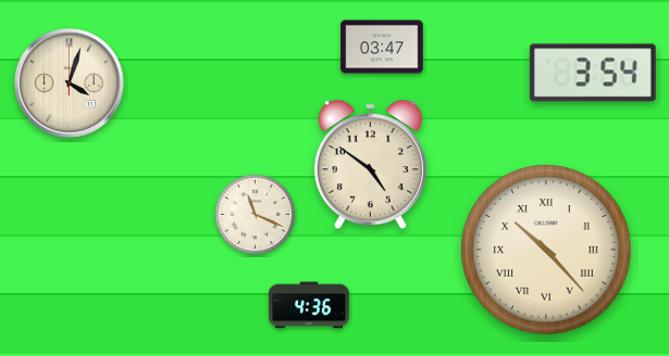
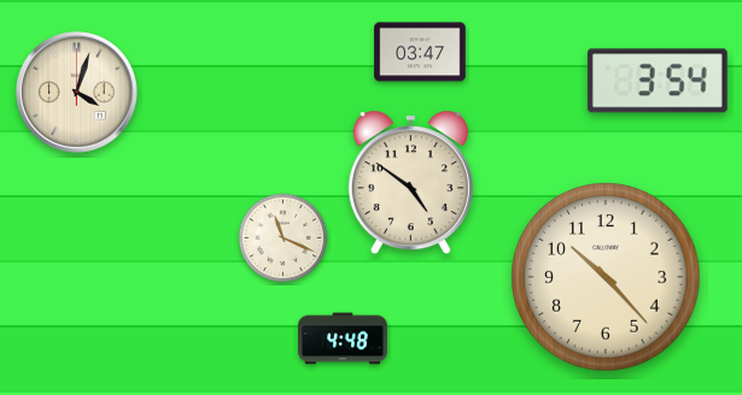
clock at (382, 47) position: (382, 47) -> (420, 52)
clock at (546, 250) numerals: Roman -> Arabic
clock at (310, 305): 4:36 -> 4:48
